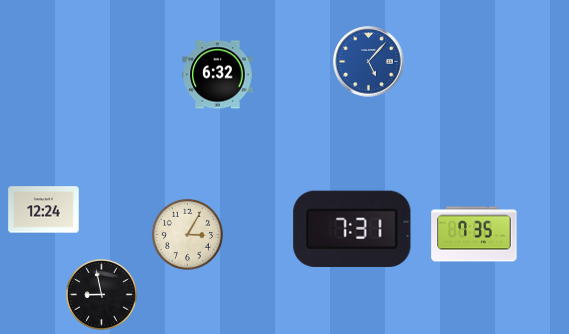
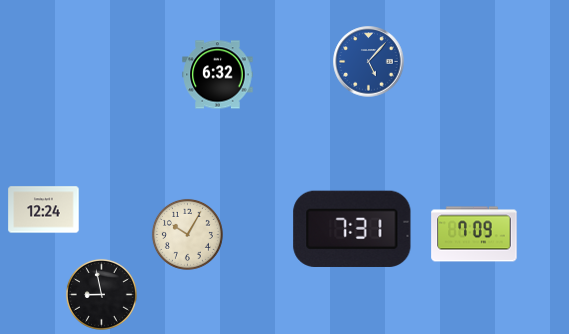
clock at (187, 234): 3:05 -> 10:05
clock at (474, 234): 7:35 -> 7:09
